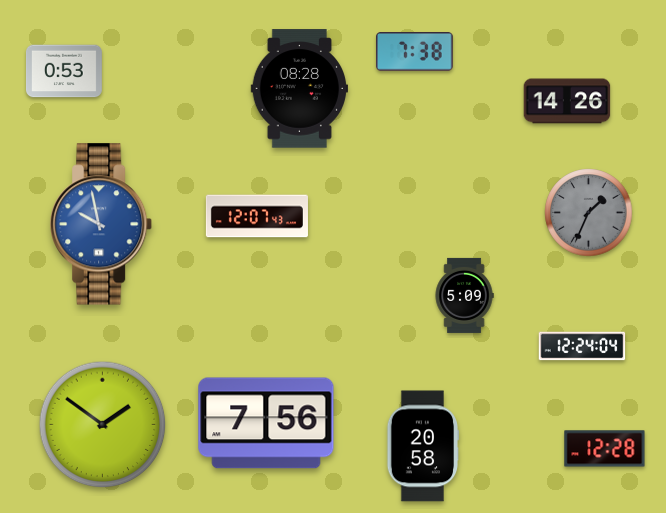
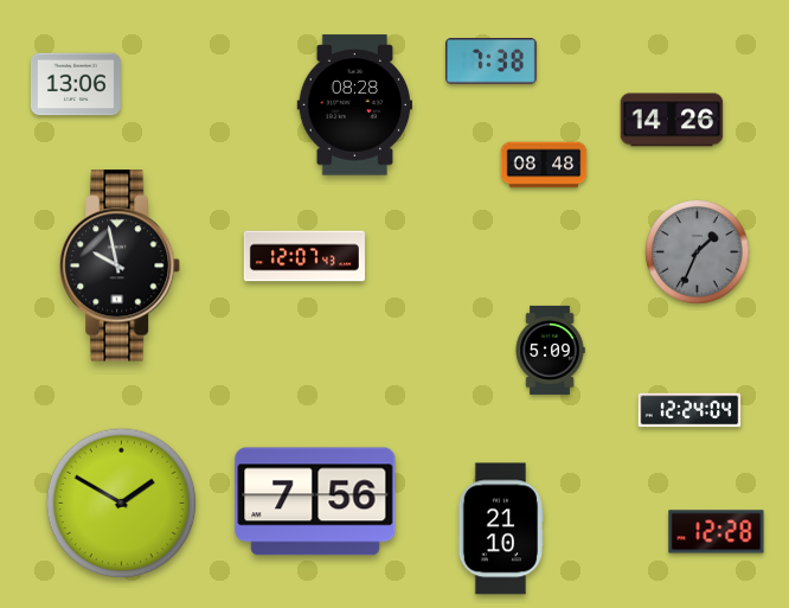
clock at (64, 71): 0:53 -> 13:06
clock at (544, 165): none -> 08:48
clock at (102, 224) dial: blue -> black
clock at (103, 425): 1:51 -> 1:50
clock at (422, 446): 20:58 -> 21:10
